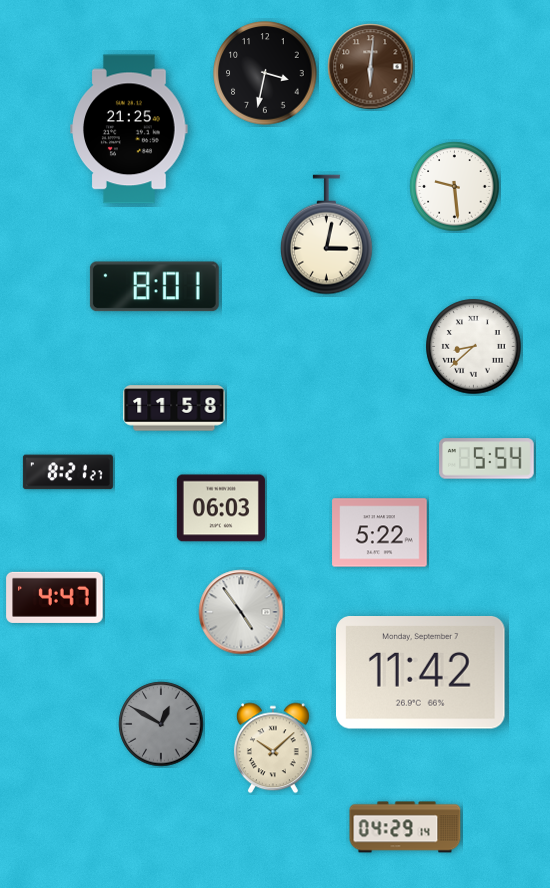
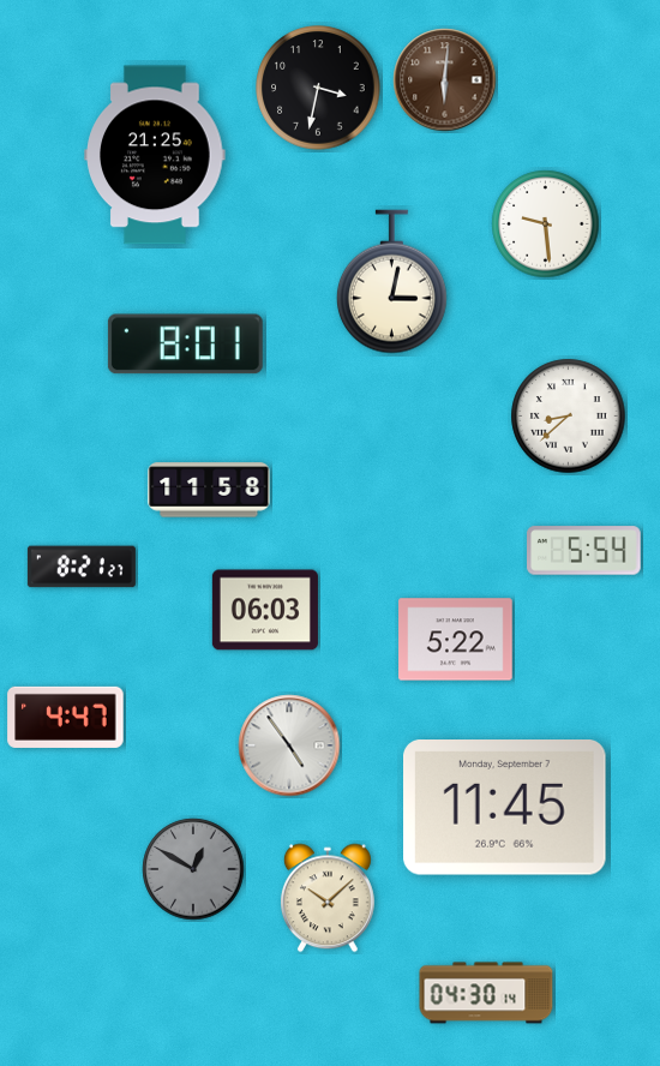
clock at (241, 612) position: (241, 612) -> (289, 745)
clock at (421, 673): 11:42 -> 11:45
clock at (405, 827): 04:29 -> 04:30
